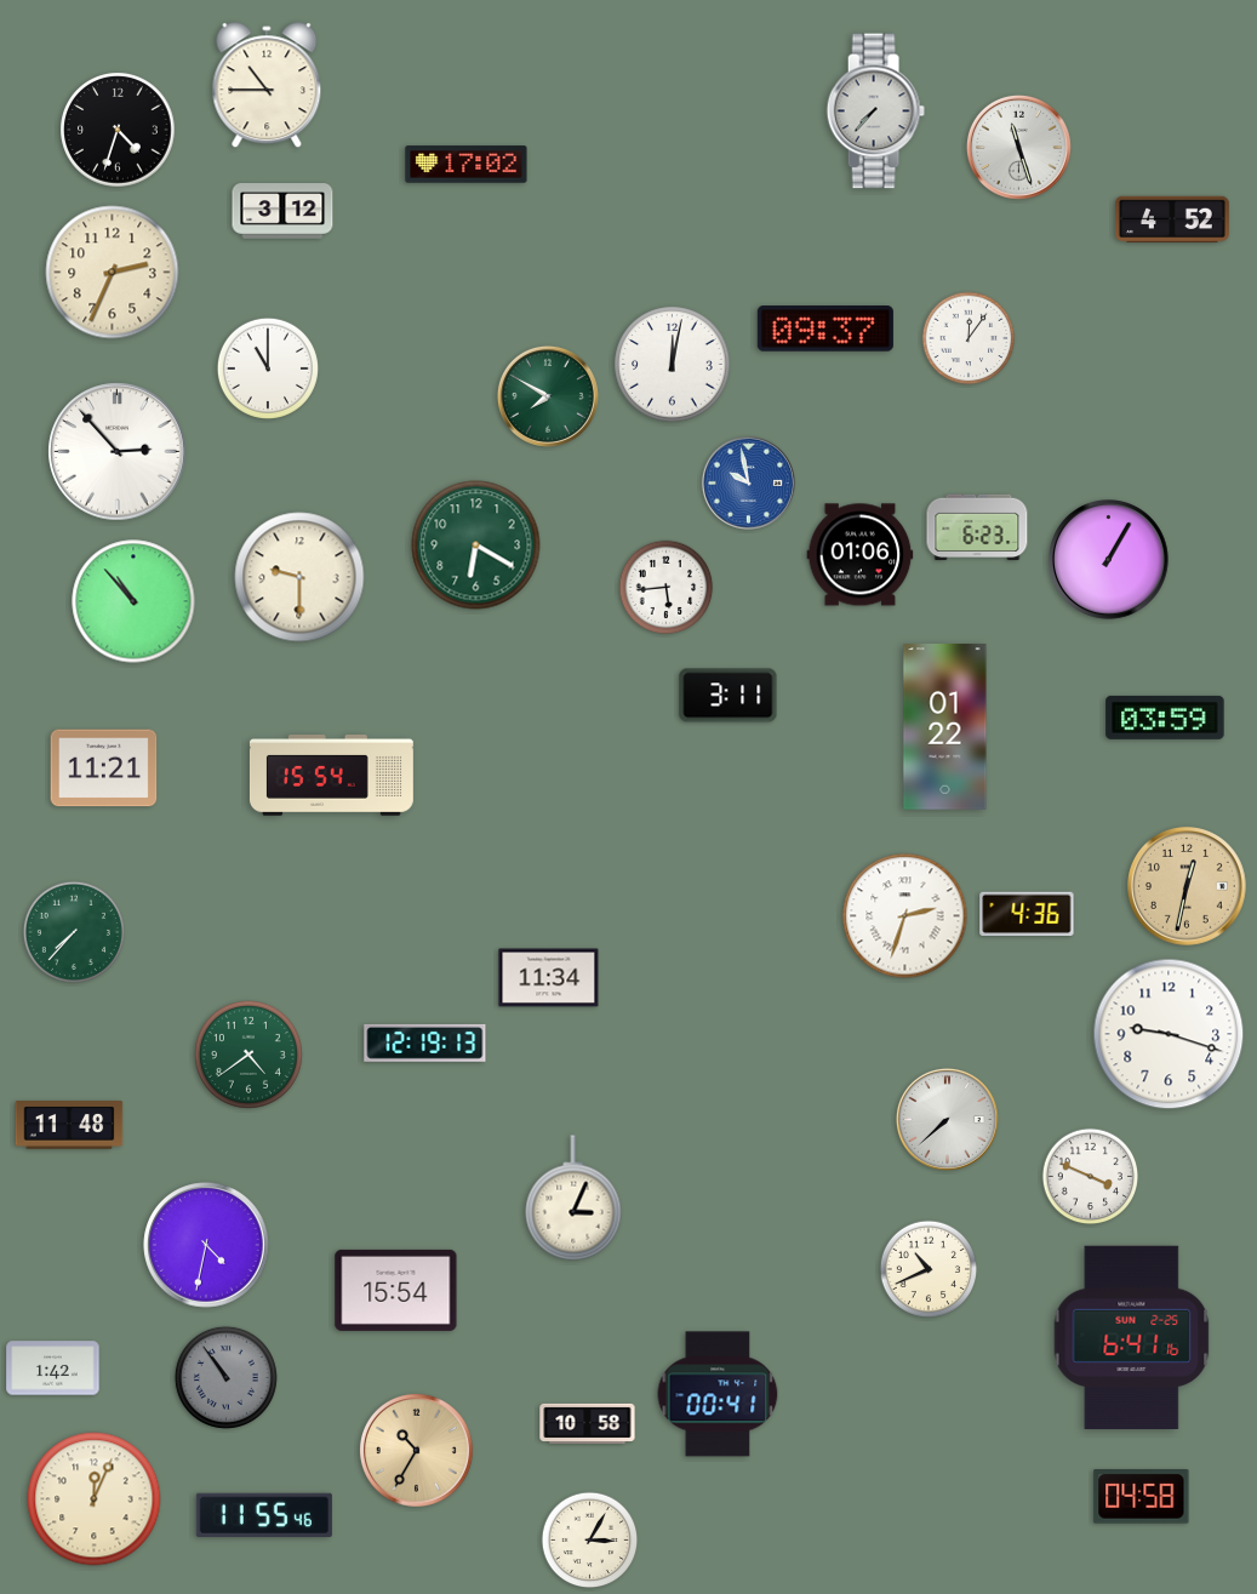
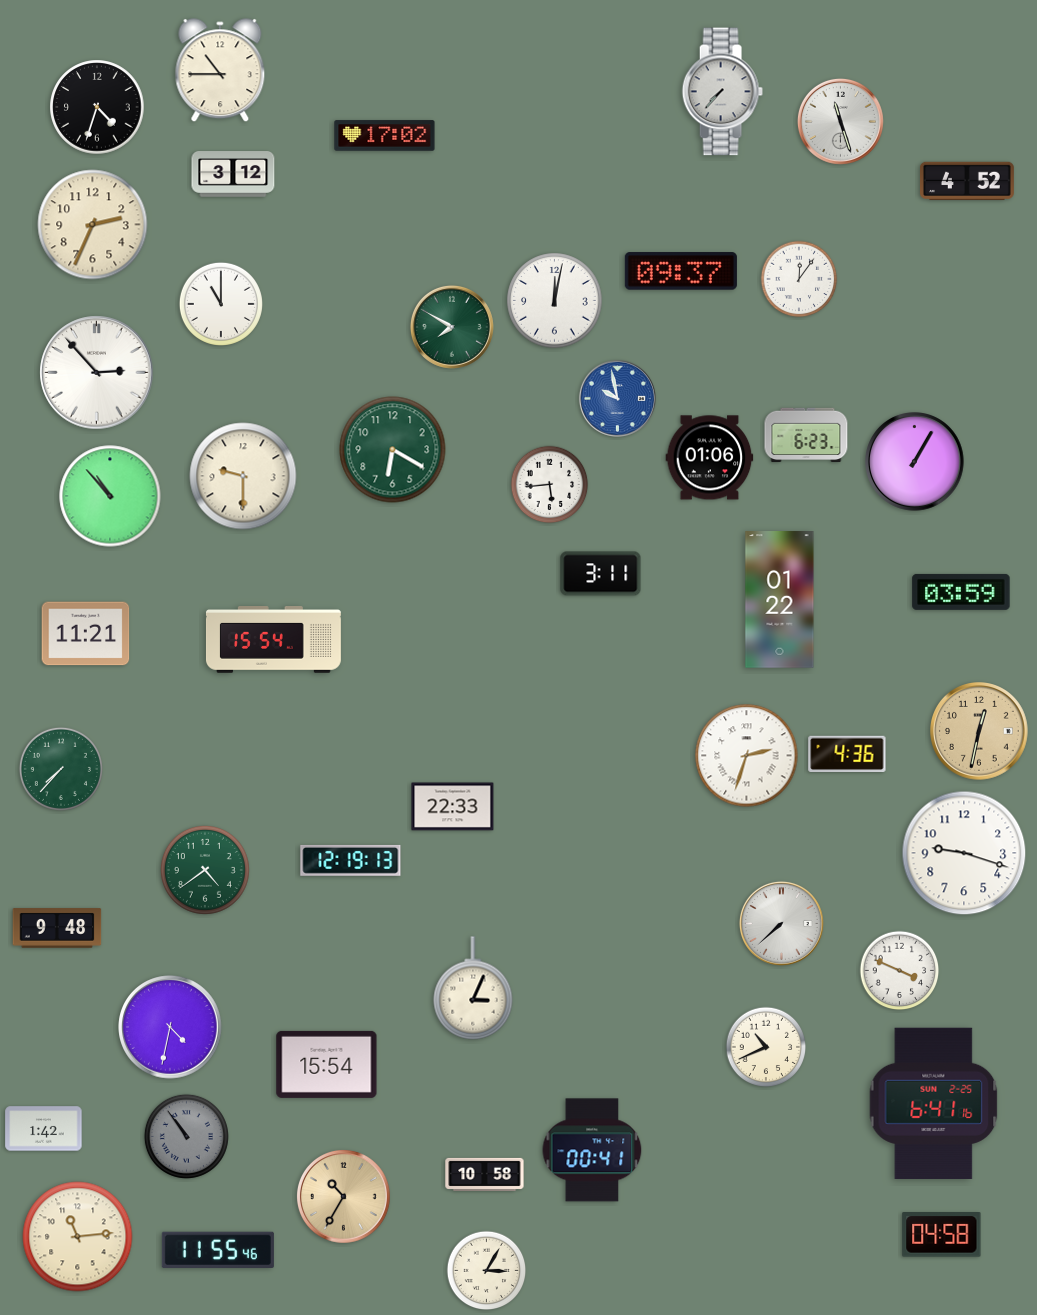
clock at (299, 577) position: (299, 577) -> (243, 476)
clock at (549, 978): 11:34 -> 22:33
clock at (69, 1125): 11:48 -> 9:48
clock at (95, 1499): 12:04 -> 11:14
